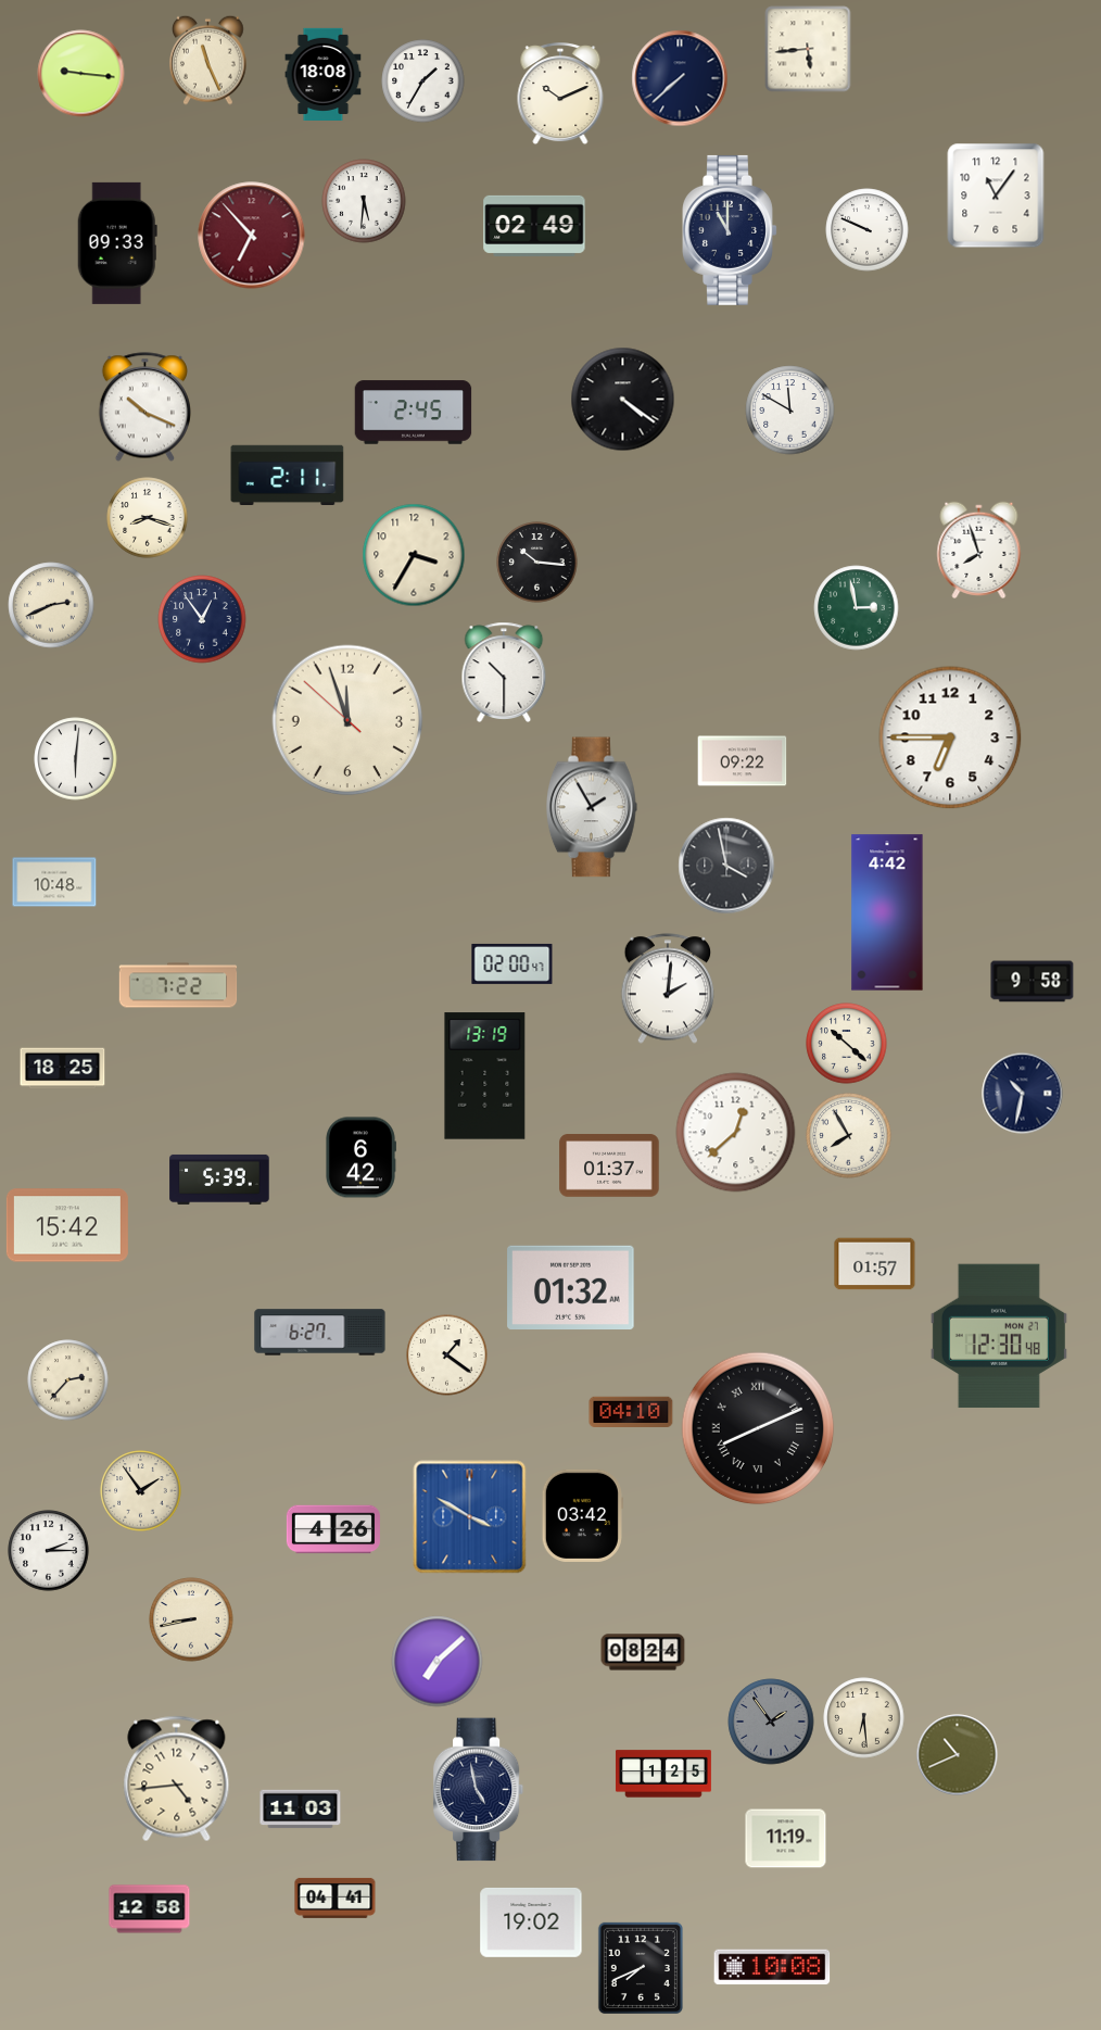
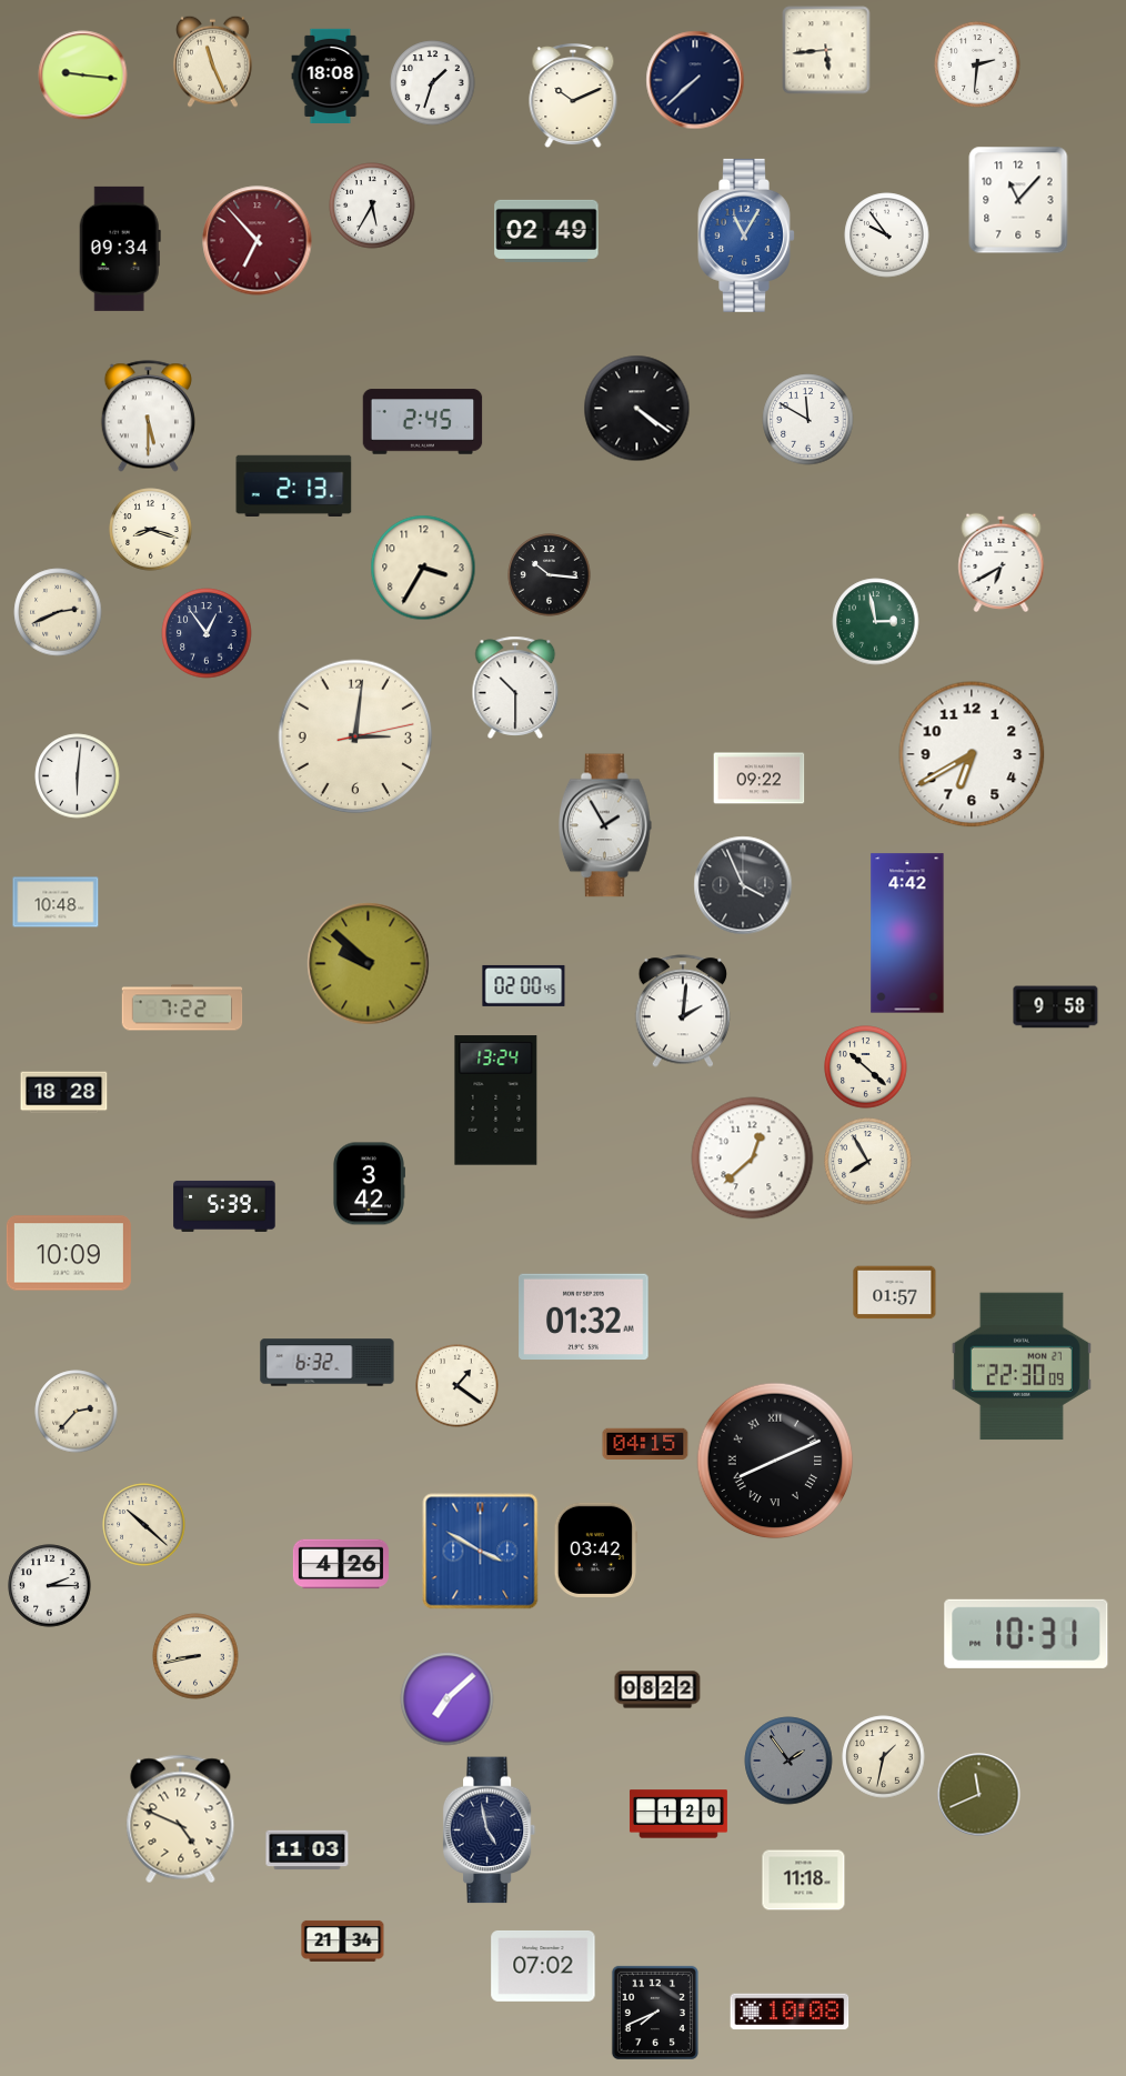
clock at (977, 64): none -> 2:31
clock at (423, 81): 1:35 -> 1:33
clock at (996, 196): 11:06 -> 11:07
clock at (364, 201): 5:31 -> 5:35
clock at (731, 230): 11:00 -> 11:05
clock at (731, 230) dial: navy -> blue
clock at (868, 230): 9:49 -> 9:54
clock at (117, 243): 09:33 -> 09:34
clock at (144, 407): 10:19 -> 5:30
clock at (288, 475): 2:11 -> 2:13
clock at (979, 550): 7:57 -> 6:40
clock at (51, 605) position: (51, 605) -> (58, 612)
clock at (347, 720): 11:56 -> 3:01
clock at (950, 737): 6:45 -> 6:40
clock at (726, 866): 3:58 -> 3:56
clock at (369, 964): none -> 9:52
clock at (512, 963): 02:00:47 -> 02:00:45
clock at (1033, 982) position: (1033, 982) -> (1056, 1007)
clock at (63, 1069): 18:25 -> 18:28
clock at (485, 1076): 13:19 -> 13:24
clock at (1023, 1094): 10:32 -> none
clock at (360, 1158): 6:42 -> 3:42
clock at (609, 1165): 01:37 -> none
clock at (67, 1225): 15:42 -> 10:09
clock at (320, 1333): 6:27 -> 6:32
clock at (999, 1336): 12:30 -> 22:30
clock at (68, 1380) position: (68, 1380) -> (77, 1412)
clock at (631, 1411): 04:10 -> 04:15
clock at (141, 1491): 1:54 -> 10:22
clock at (1026, 1634): none -> 10:31
clock at (643, 1652): 08:24 -> 08:22
clock at (864, 1718): 6:29 -> 1:32
clock at (958, 1755): 10:41 -> 11:41
clock at (663, 1774): 1:25 -> 1:20
clock at (177, 1779): 4:44 -> 4:49
clock at (786, 1839): 11:19 -> 11:18
clock at (336, 1897): 04:41 -> 21:34
clock at (150, 1909): 12:58 -> none
clock at (531, 1922): 19:02 -> 07:02
